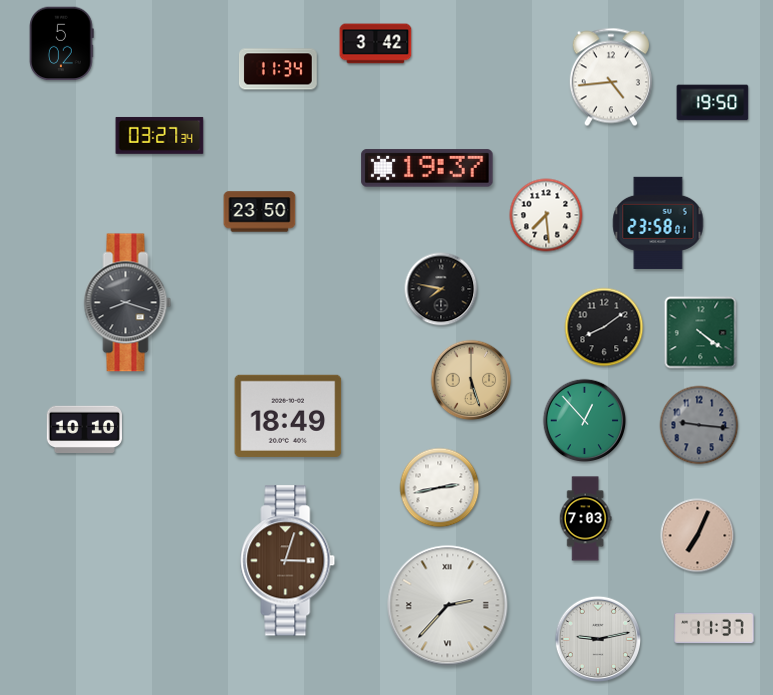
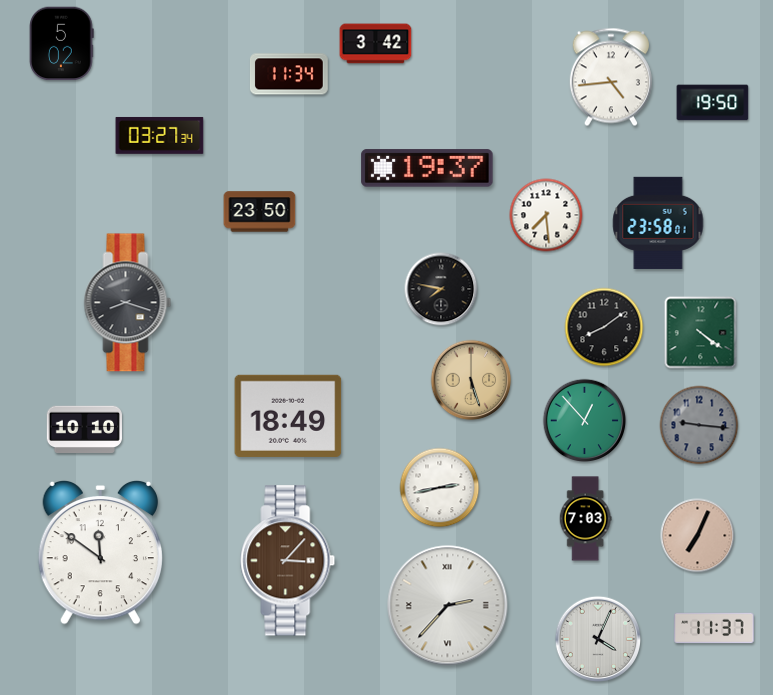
clock at (278, 69) position: (278, 69) -> (289, 74)
clock at (100, 552): none -> 11:51
clock at (288, 561): 3:03 -> 3:07
clock at (597, 638): 9:13 -> 4:04
